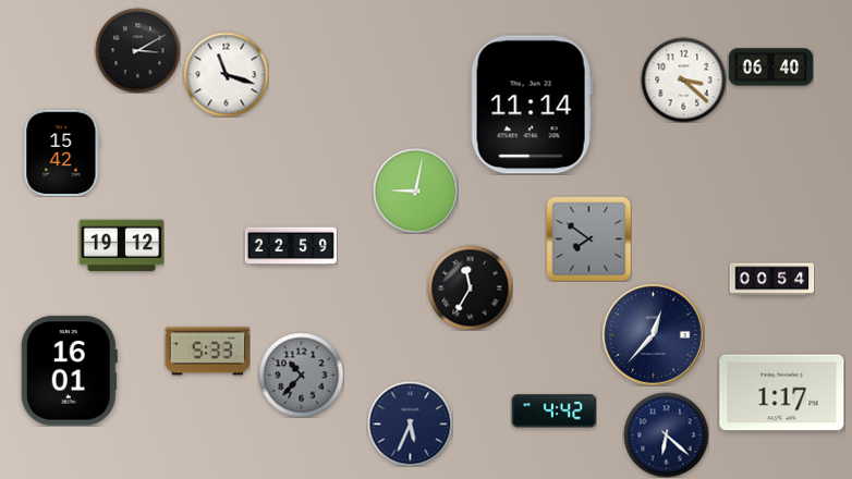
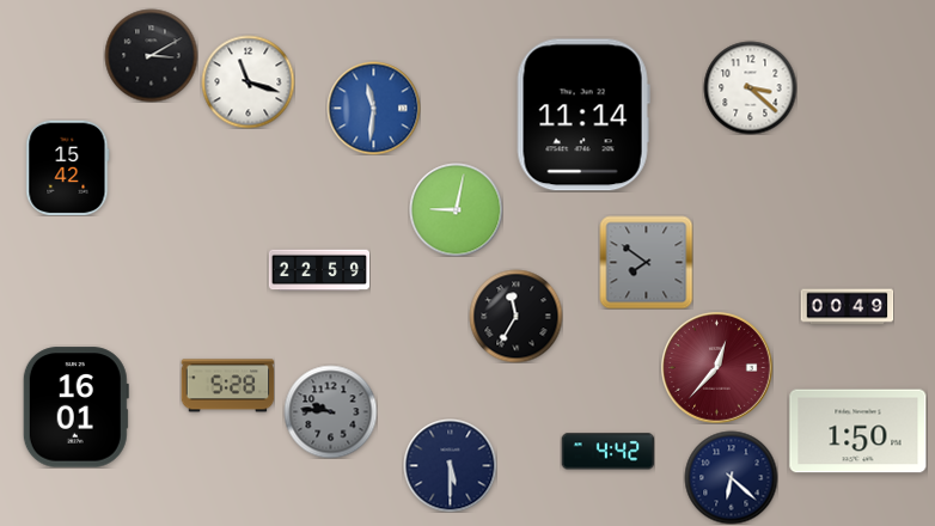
clock at (770, 67): 06:40 -> none
clock at (373, 108): none -> 11:31
clock at (121, 246): 19:12 -> none
clock at (771, 280): 00:54 -> 00:49
clock at (653, 334) dial: navy -> burgundy
clock at (207, 352): 5:33 -> 5:28
clock at (301, 374): 10:37 -> 9:46
clock at (782, 393): 1:17 -> 1:50
clock at (410, 423): 5:34 -> 5:30
